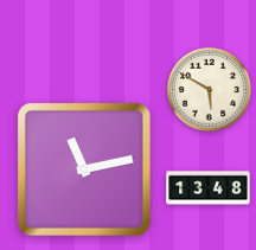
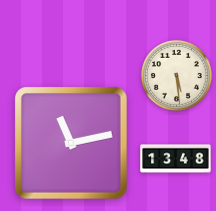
clock at (209, 89): 5:50 -> 5:29
